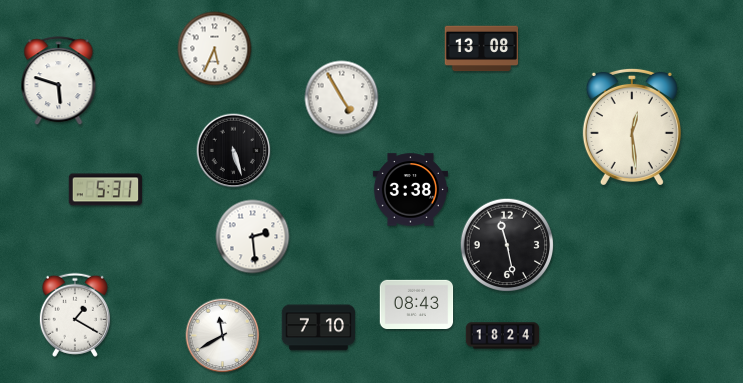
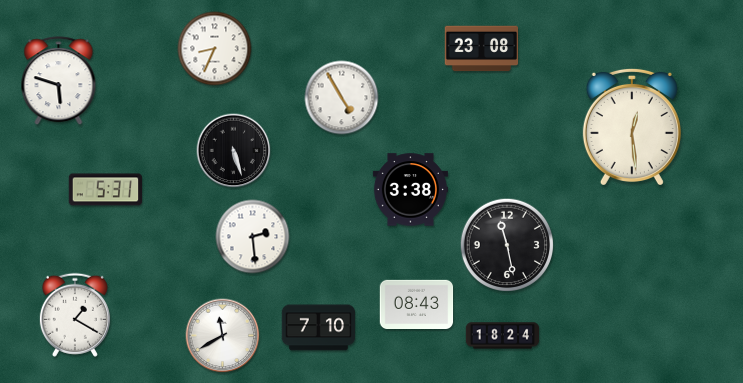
clock at (215, 49): 5:34 -> 8:34
clock at (482, 49): 13:08 -> 23:08
